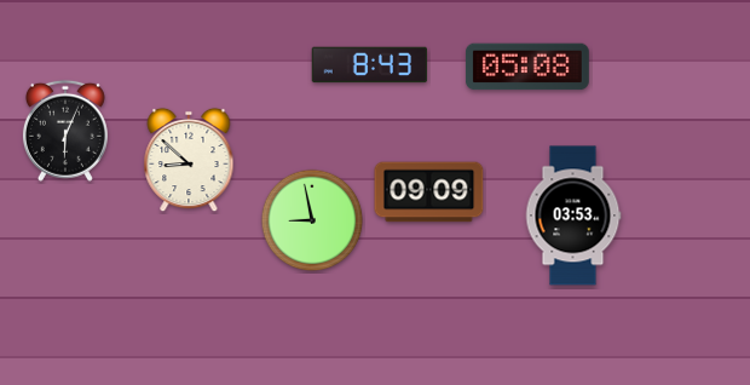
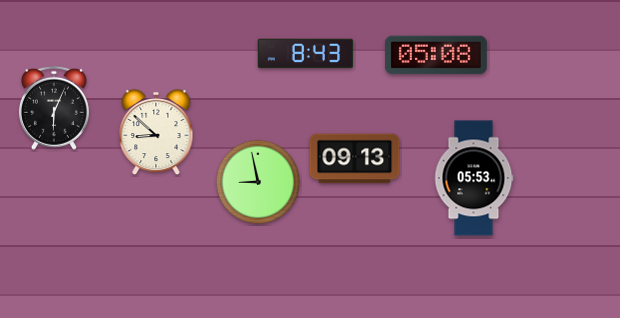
clock at (429, 192): 09:09 -> 09:13
clock at (573, 216): 03:53 -> 05:53
